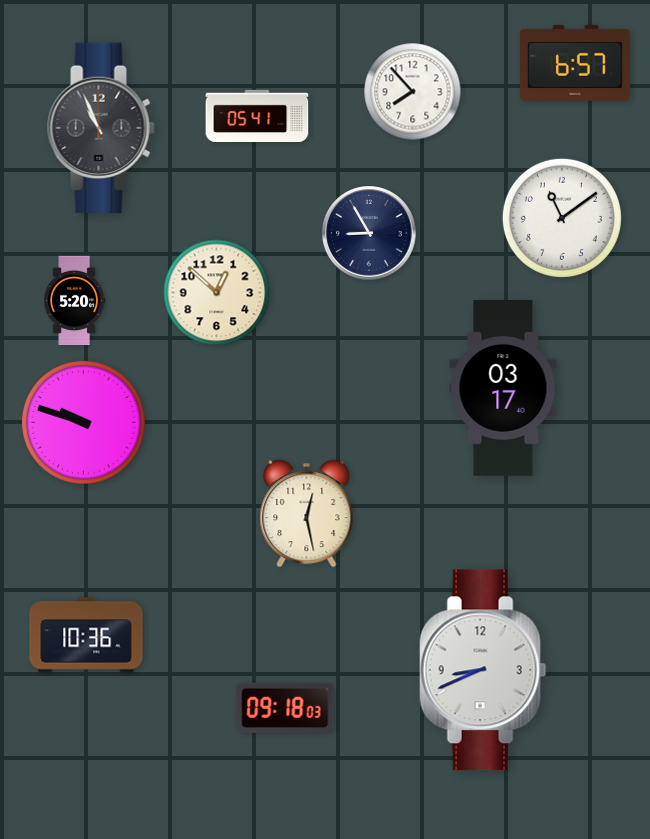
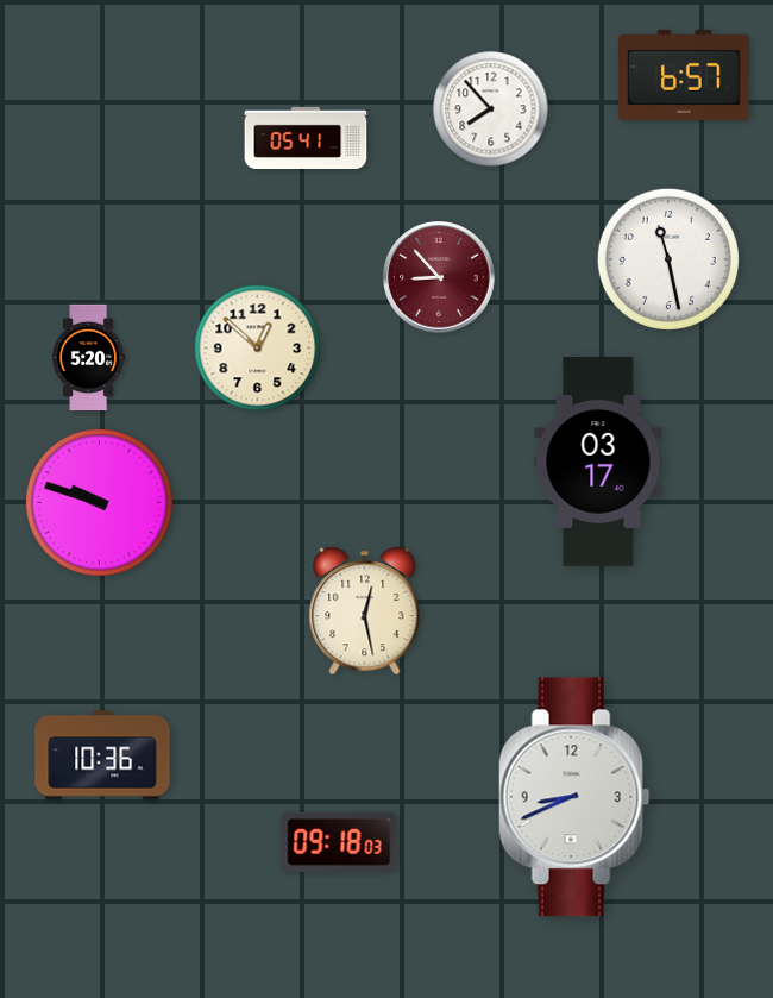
clock at (101, 128): 10:56 -> none
clock at (562, 218): 11:09 -> 11:28
clock at (369, 233): 8:55 -> 8:53
clock at (369, 233) dial: navy -> burgundy
